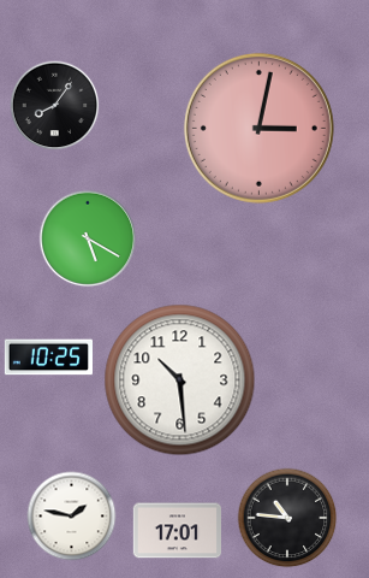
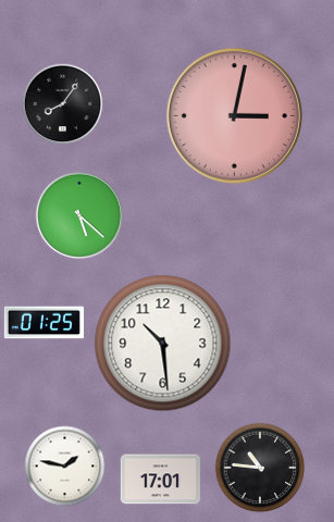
clock at (55, 106) position: (55, 106) -> (63, 104)
clock at (88, 238): 5:20 -> 5:22
clock at (48, 358): 10:25 -> 01:25
